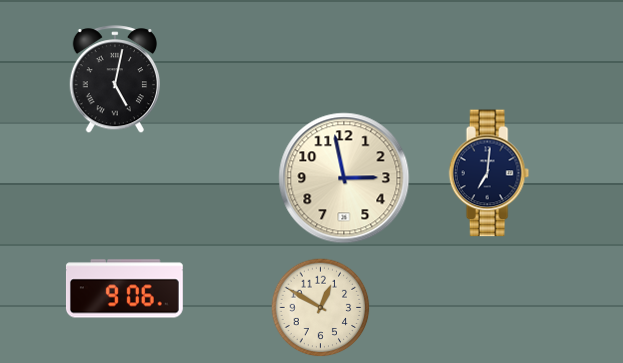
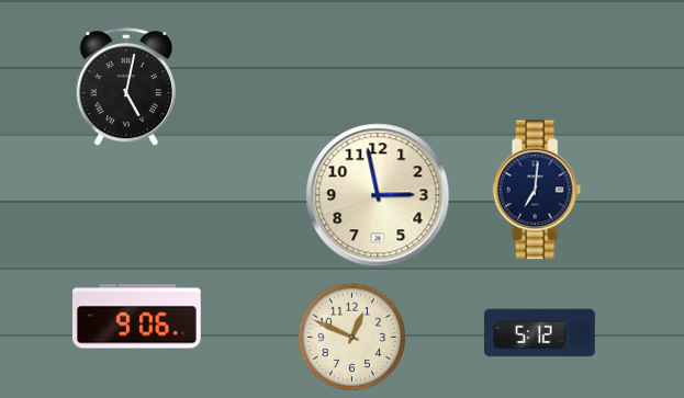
clock at (539, 333): none -> 5:12
clock at (321, 308): 12:50 -> 12:49
